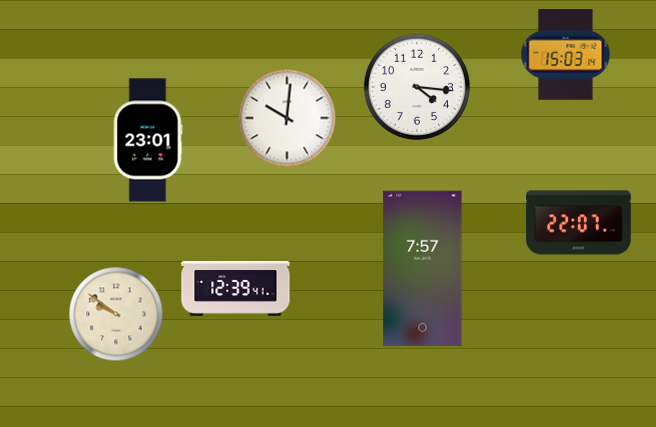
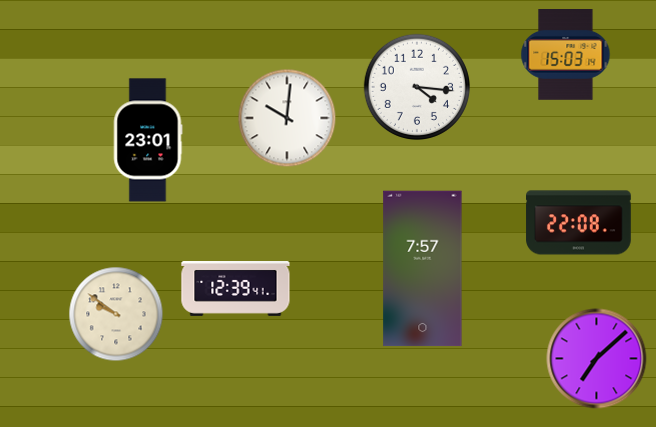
clock at (579, 223): 22:07 -> 22:08
clock at (597, 359): none -> 7:08
